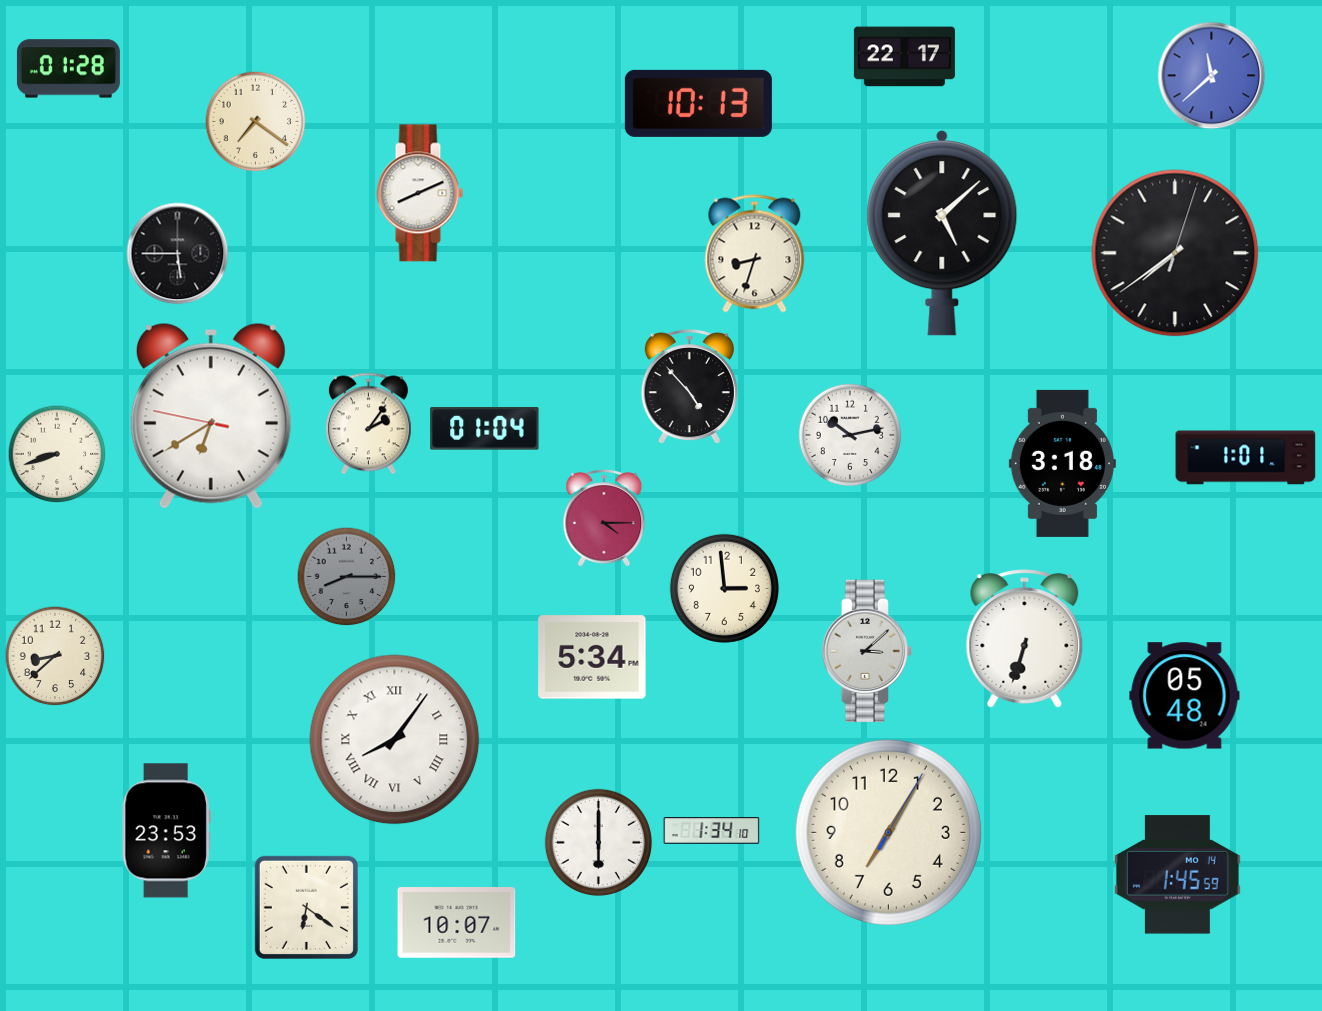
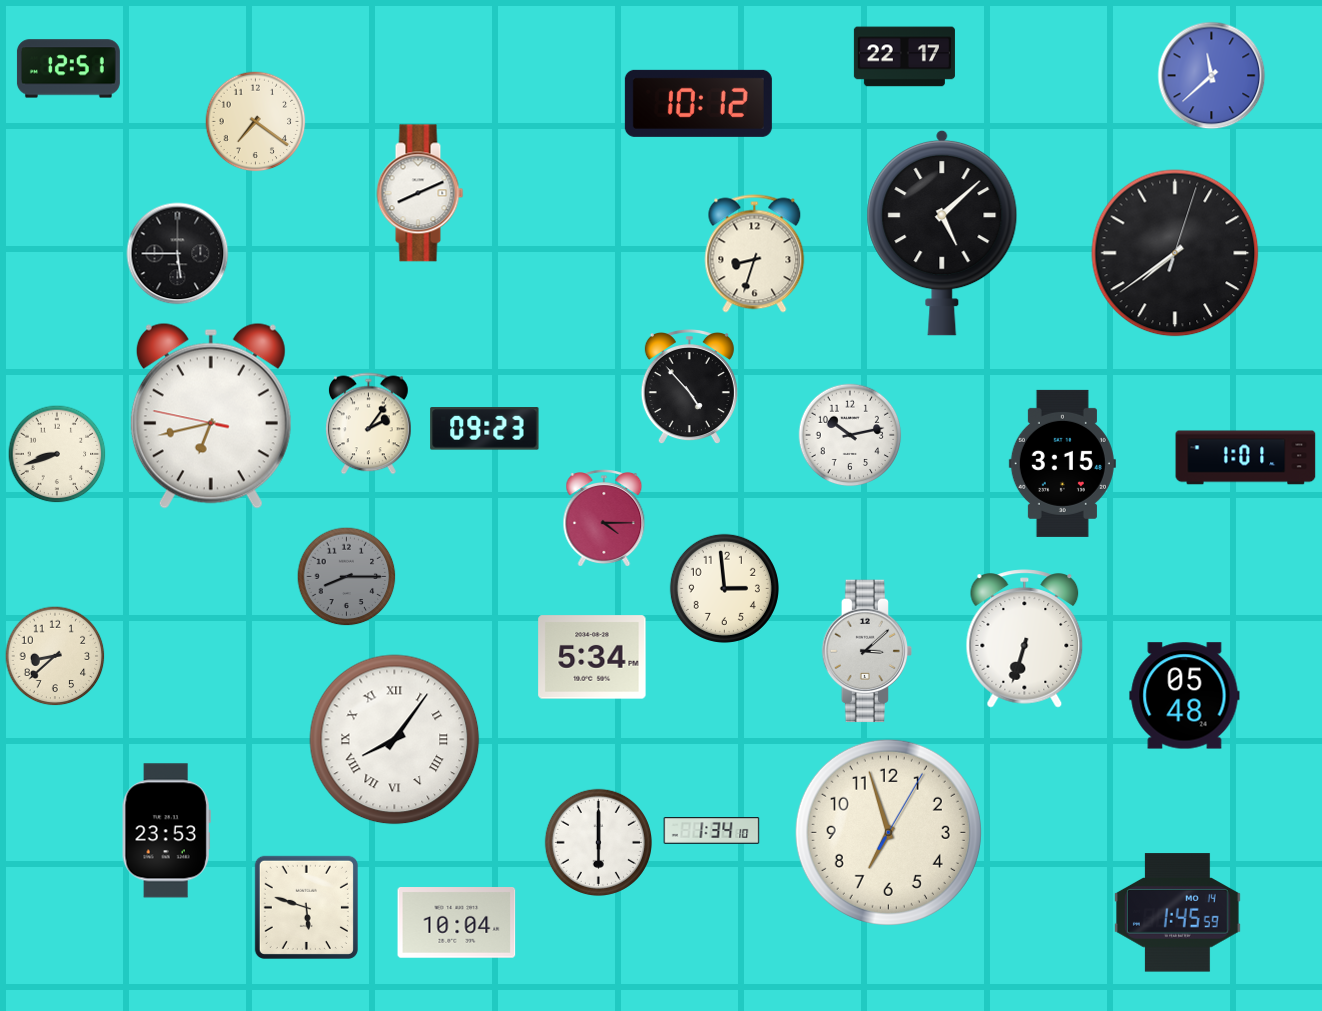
clock at (68, 69): 01:28 -> 12:51
clock at (698, 103): 10:13 -> 10:12
clock at (211, 416): 6:39 -> 6:42
clock at (485, 429): 01:04 -> 09:23
clock at (1062, 463): 3:18 -> 3:15
clock at (888, 832): 7:05 -> 6:57
clock at (1177, 875) position: (1177, 875) -> (1177, 913)
clock at (306, 907): 6:21 -> 5:48
clock at (457, 923): 10:07 -> 10:04
